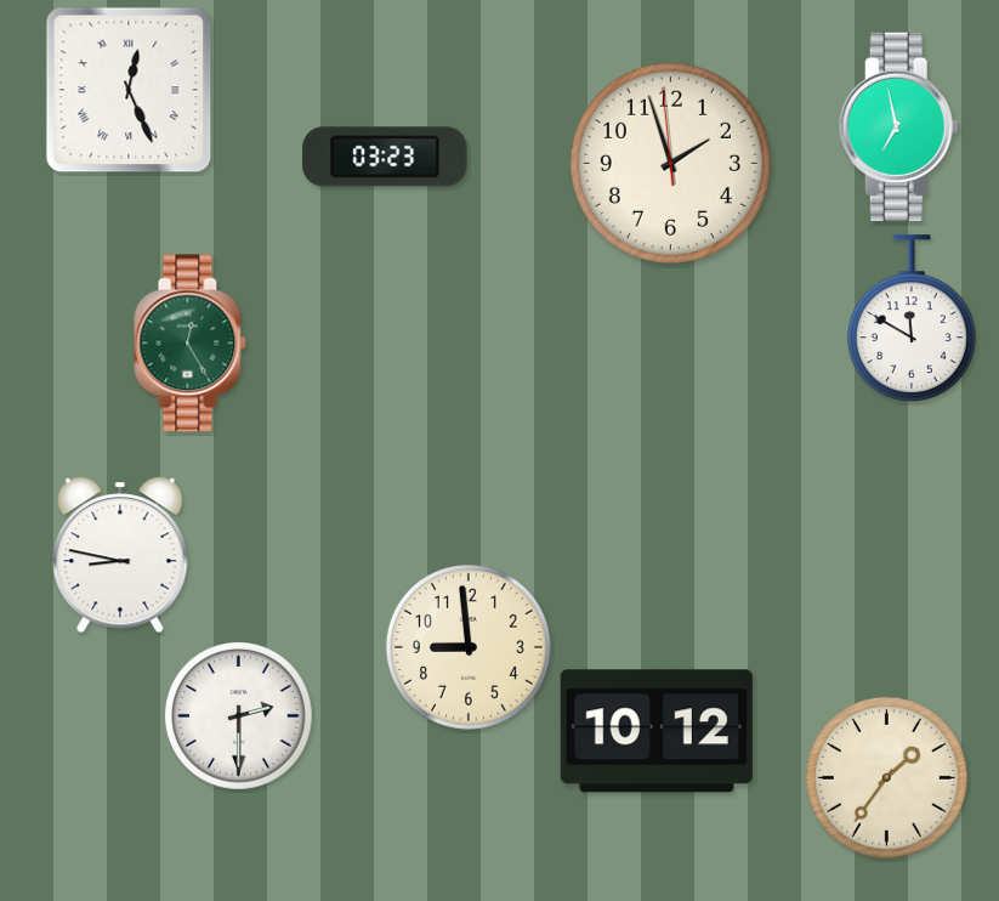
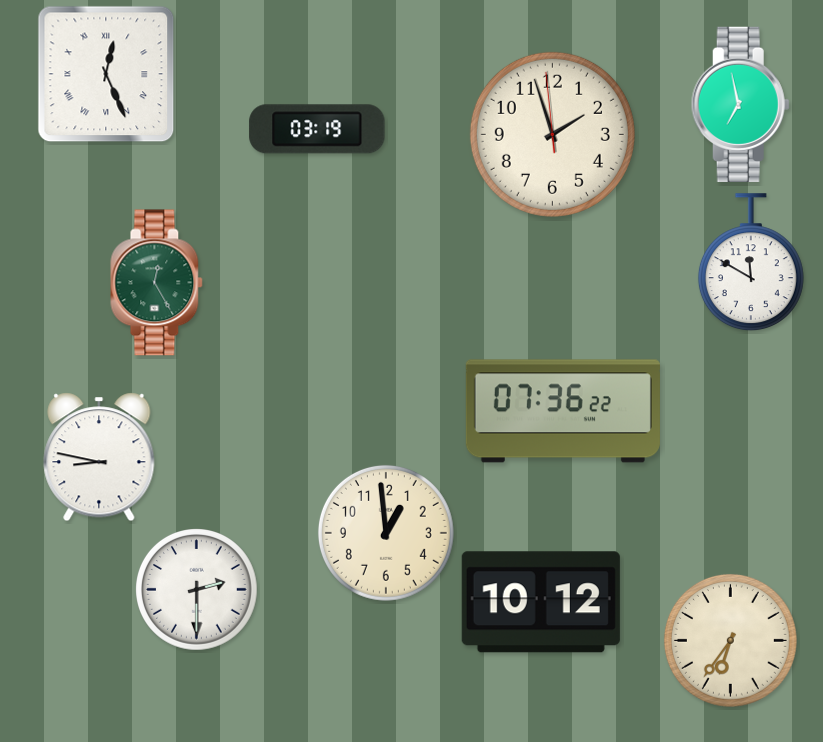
clock at (385, 157): 03:23 -> 03:19
clock at (563, 411): none -> 07:36
clock at (469, 647): 8:59 -> 12:59
clock at (886, 777): 1:36 -> 6:36
